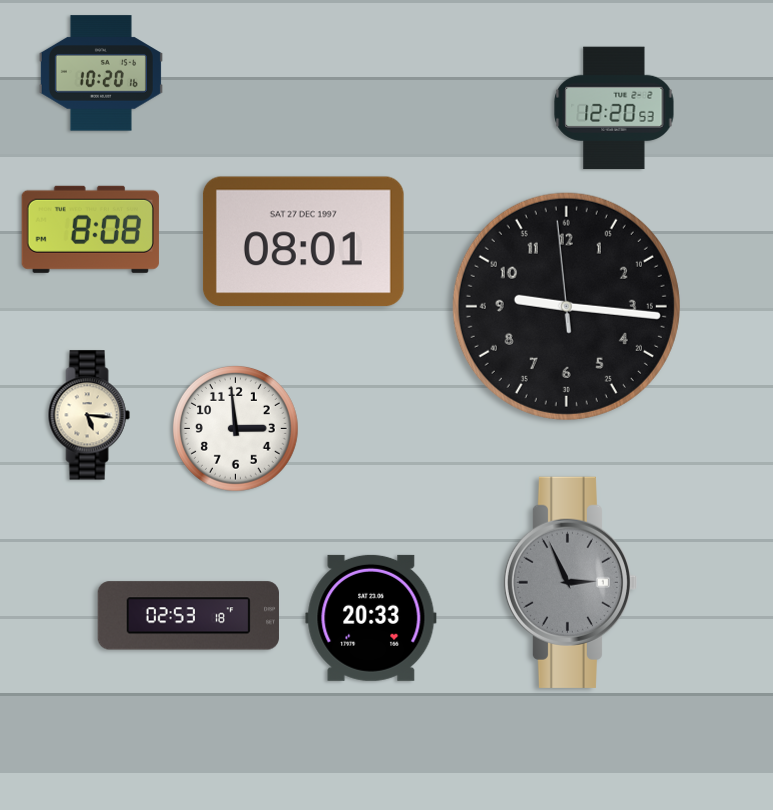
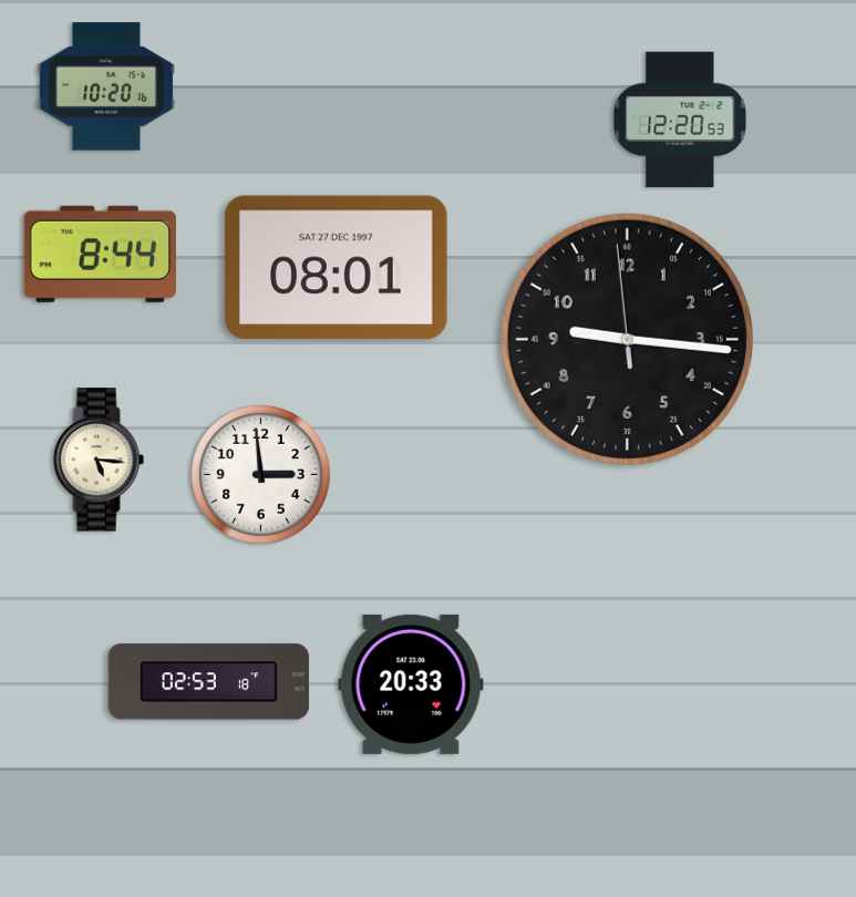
clock at (101, 73) position: (101, 73) -> (106, 86)
clock at (90, 229): 8:08 -> 8:44
clock at (570, 582): 2:56 -> none
